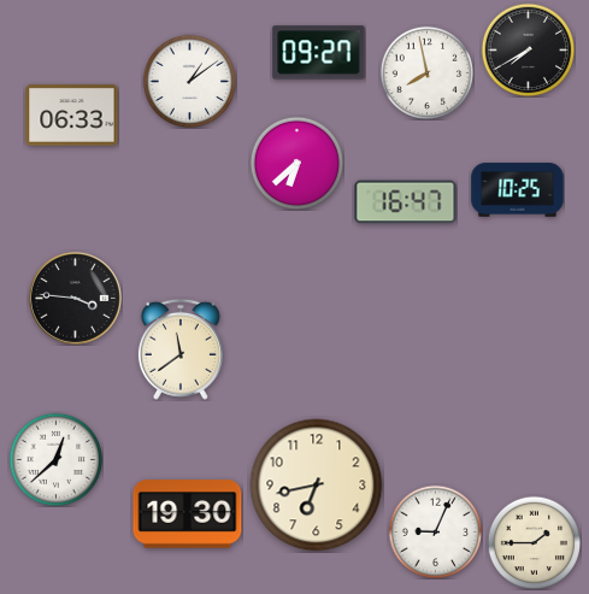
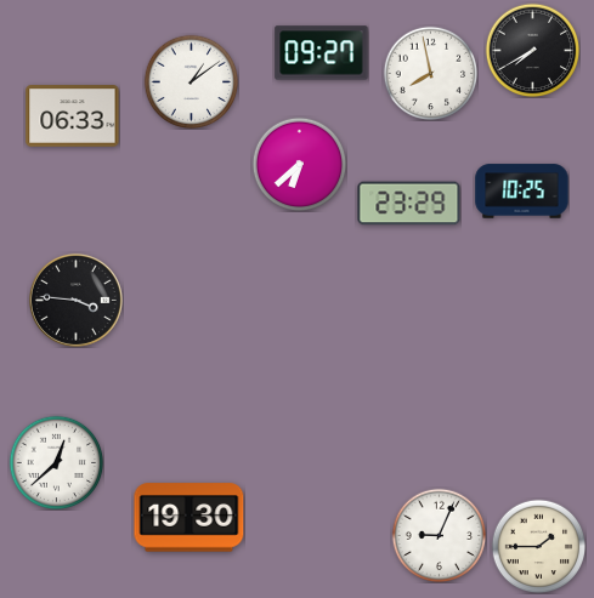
clock at (406, 202): 16:47 -> 23:29
clock at (181, 349): 11:39 -> none
clock at (317, 486): 6:43 -> none
